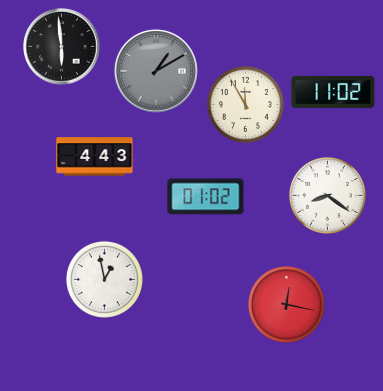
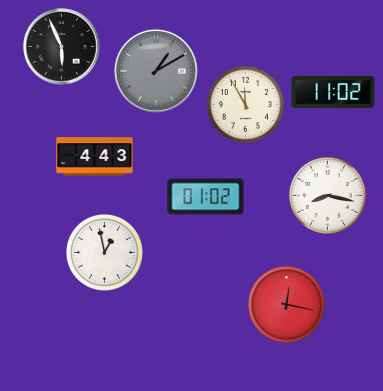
clock at (62, 47): 5:59 -> 5:56
clock at (327, 195): 8:21 -> 8:17
clock at (104, 279) position: (104, 279) -> (104, 252)
